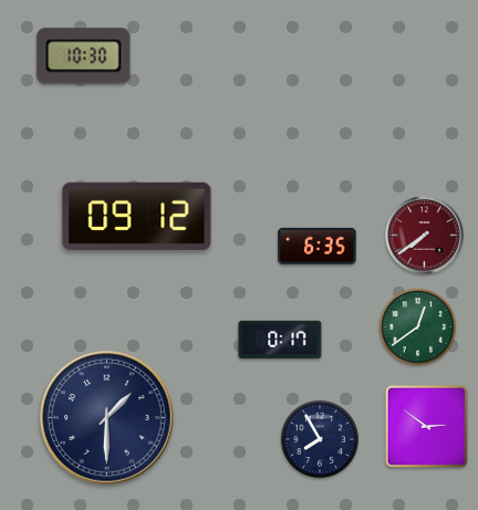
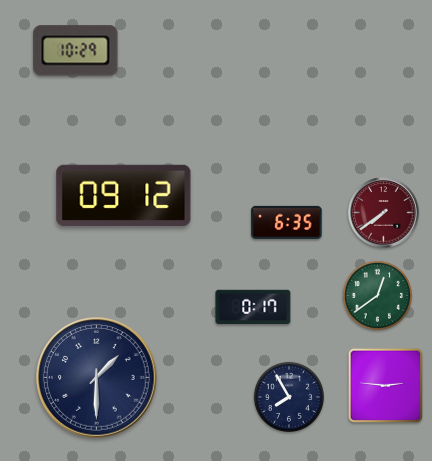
clock at (84, 56): 10:30 -> 10:29
clock at (427, 427): 2:51 -> 2:46
